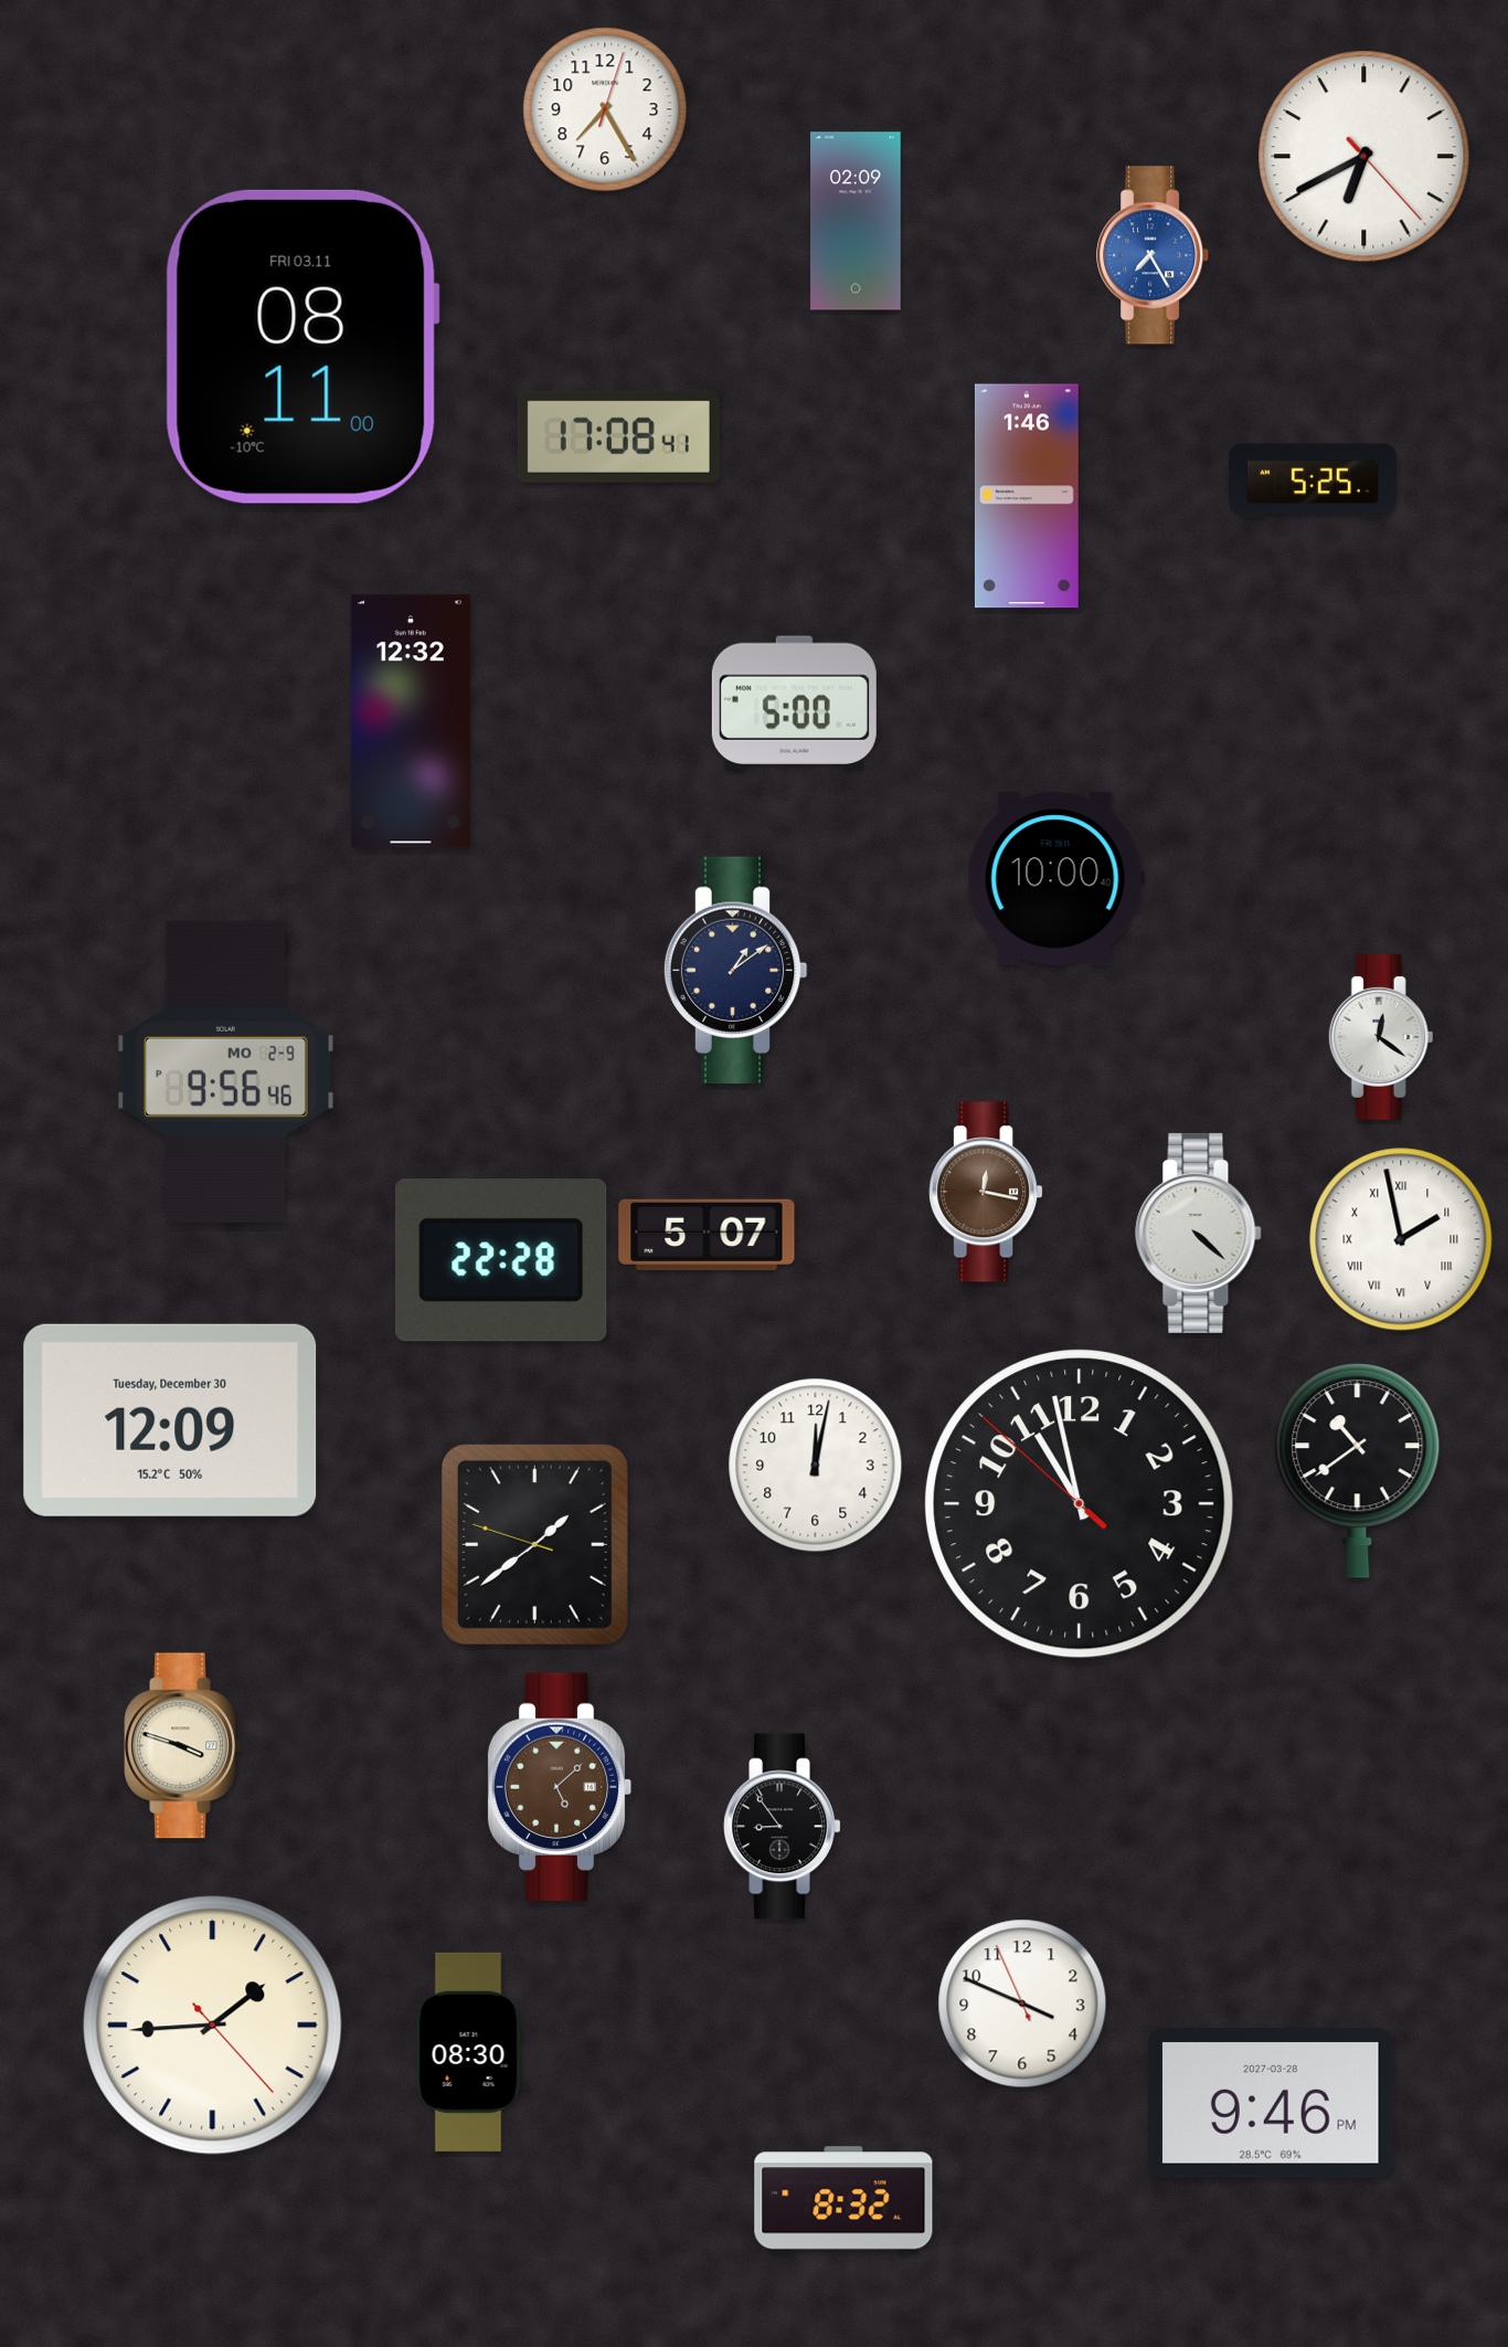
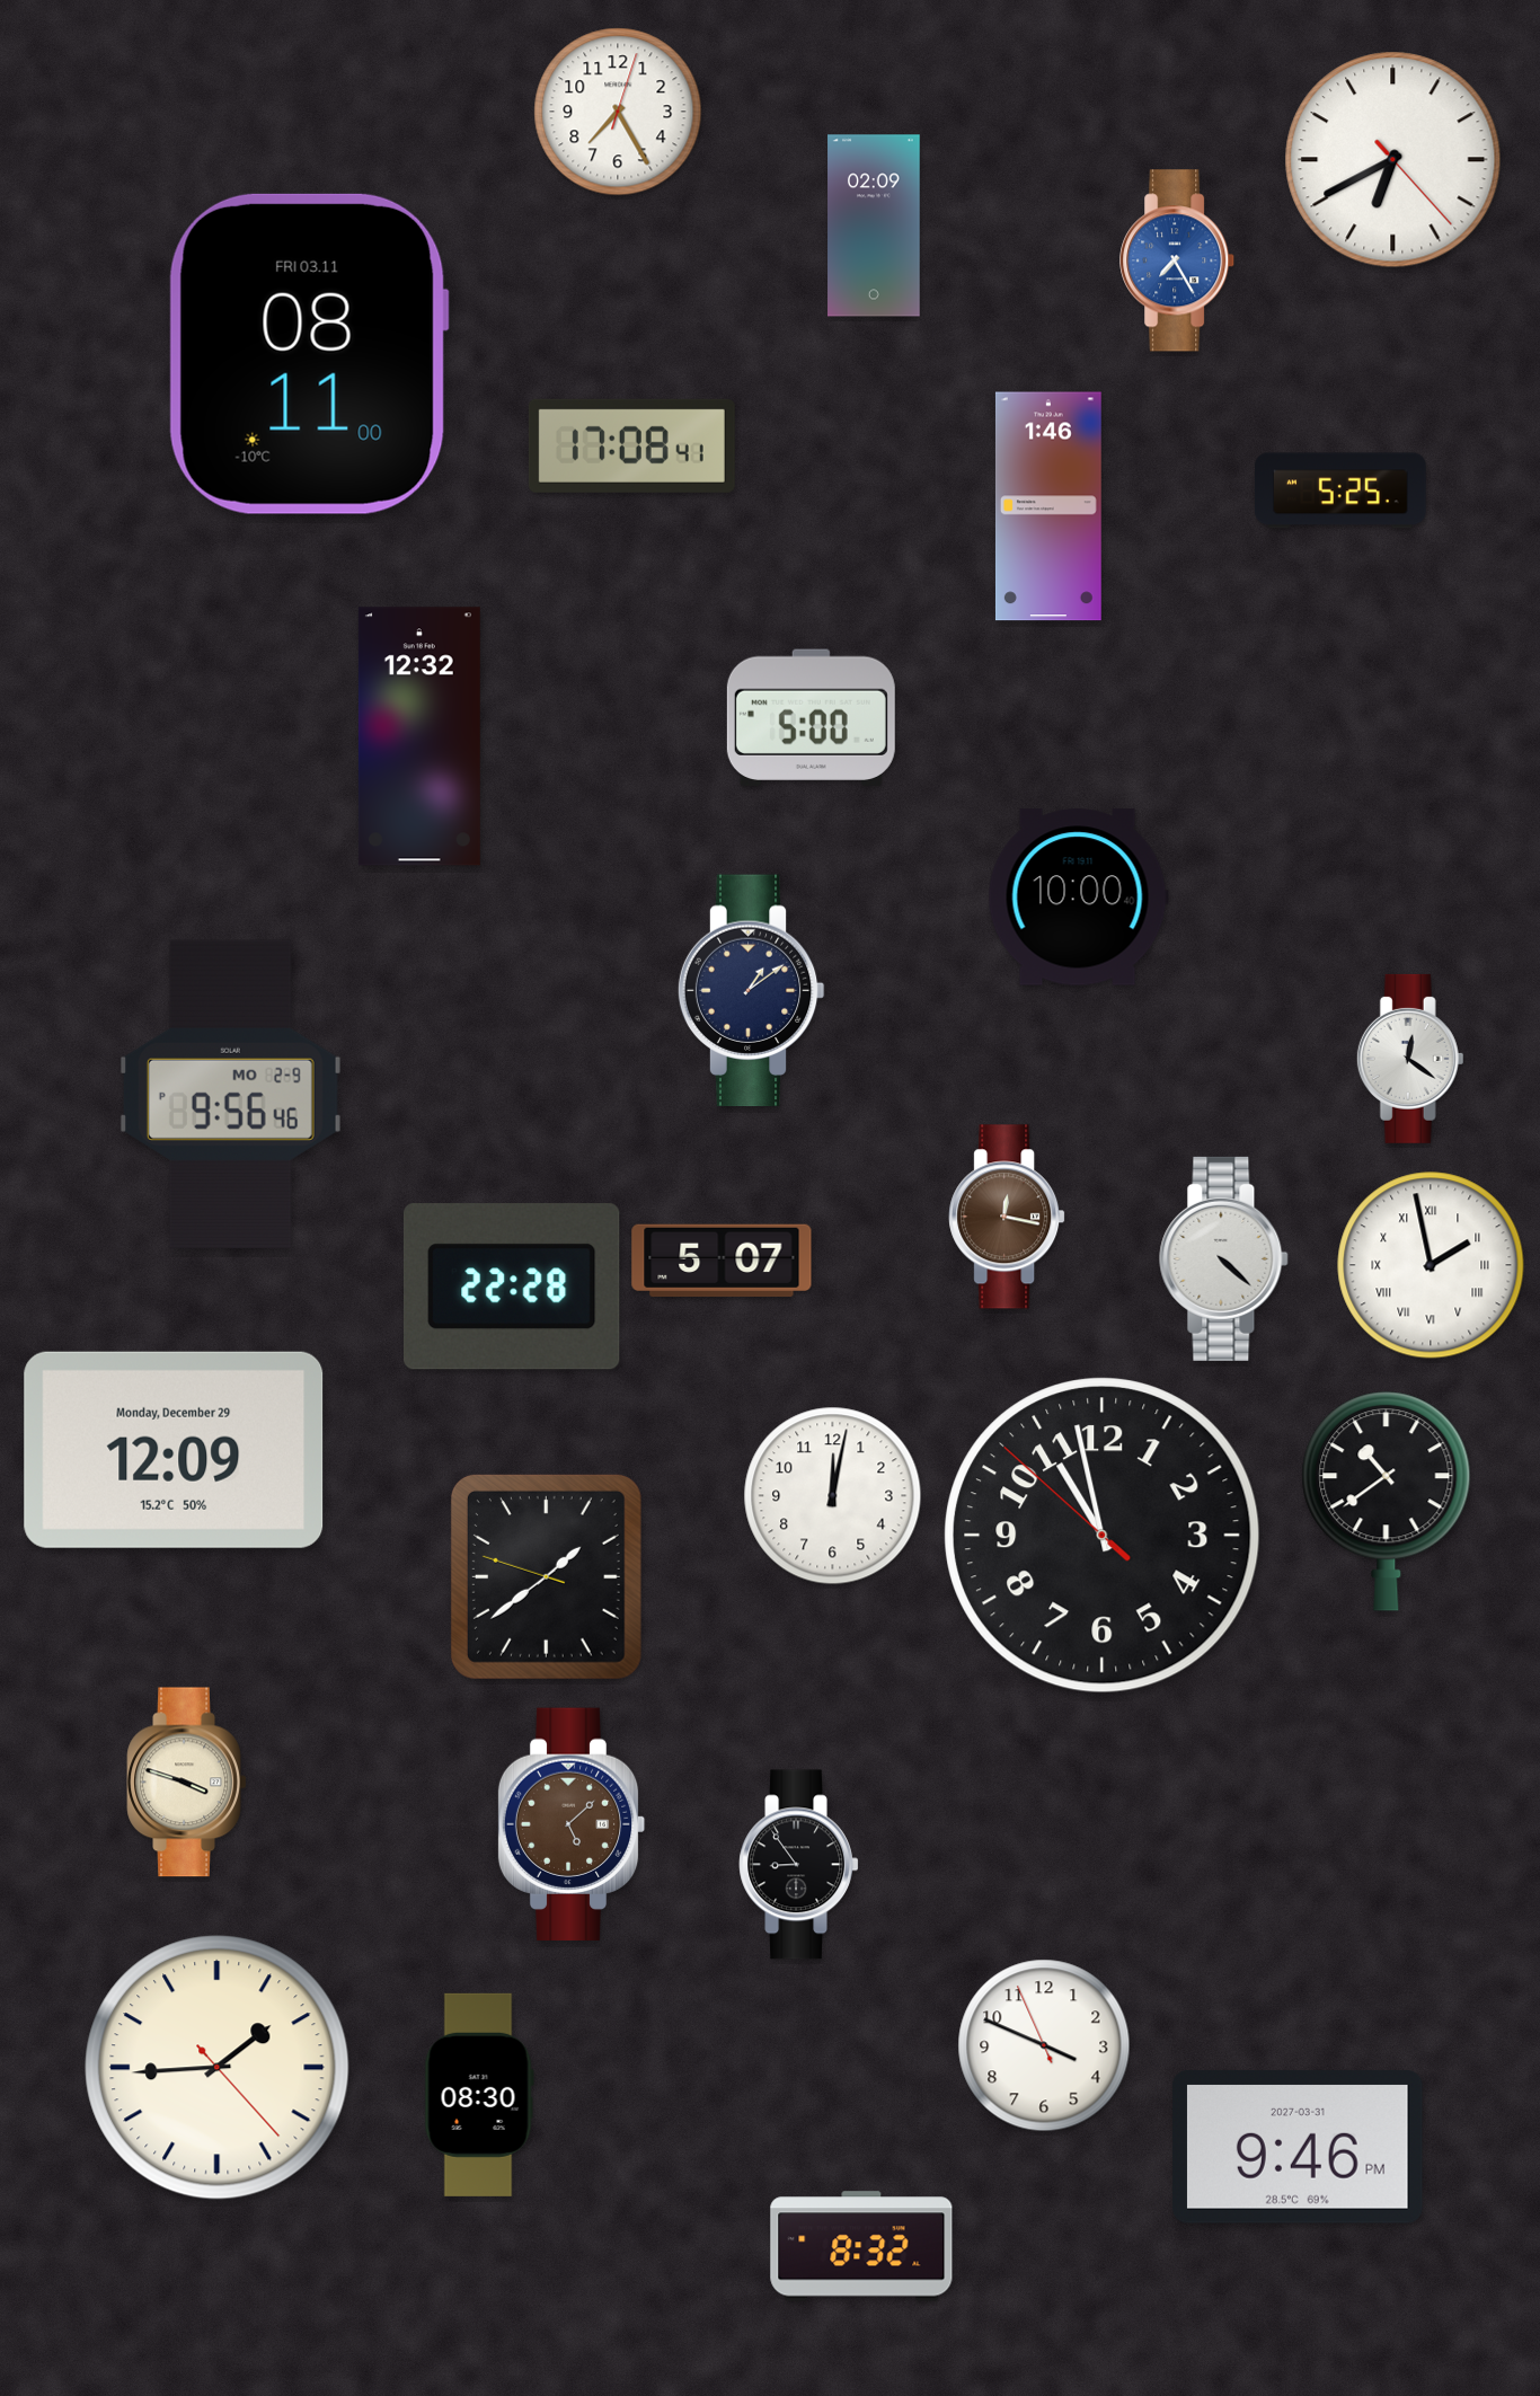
clock at (170, 1420) date: Tuesday, December 30 -> Monday, December 29
clock at (1272, 2104) date: 2027-03-28 -> 2027-03-31
